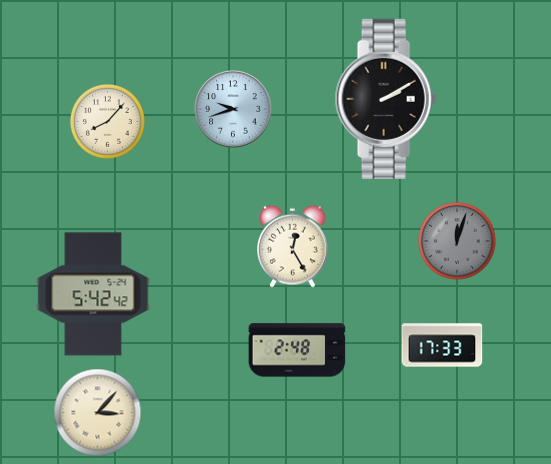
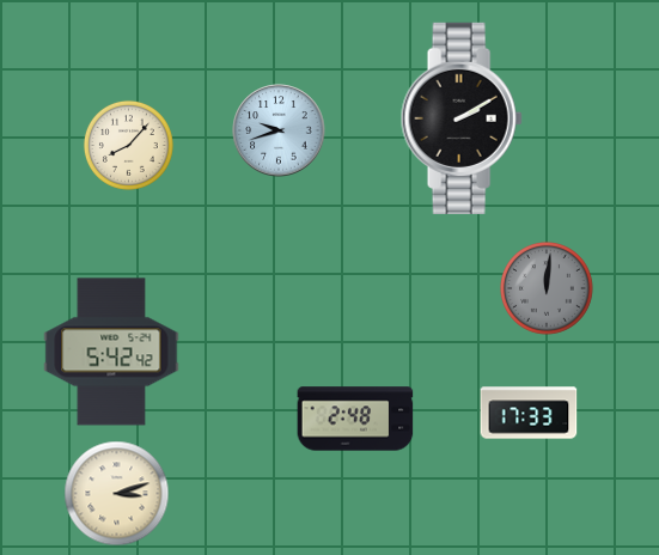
clock at (457, 241): 12:03 -> 12:01
clock at (293, 246): 12:25 -> none
clock at (98, 413): 3:07 -> 3:12
